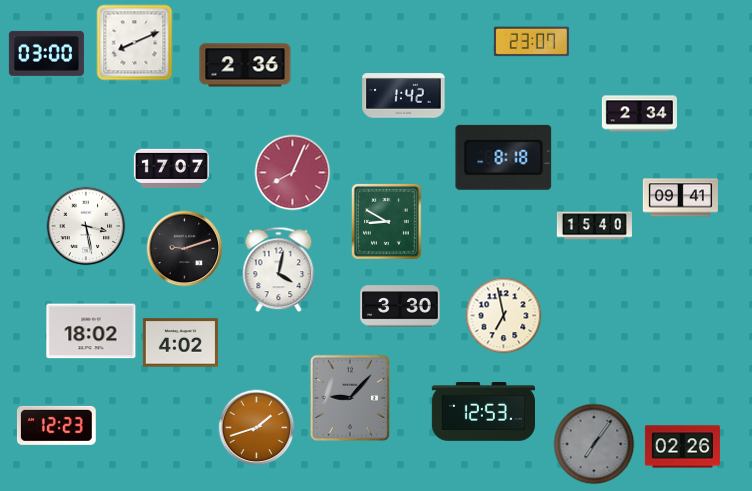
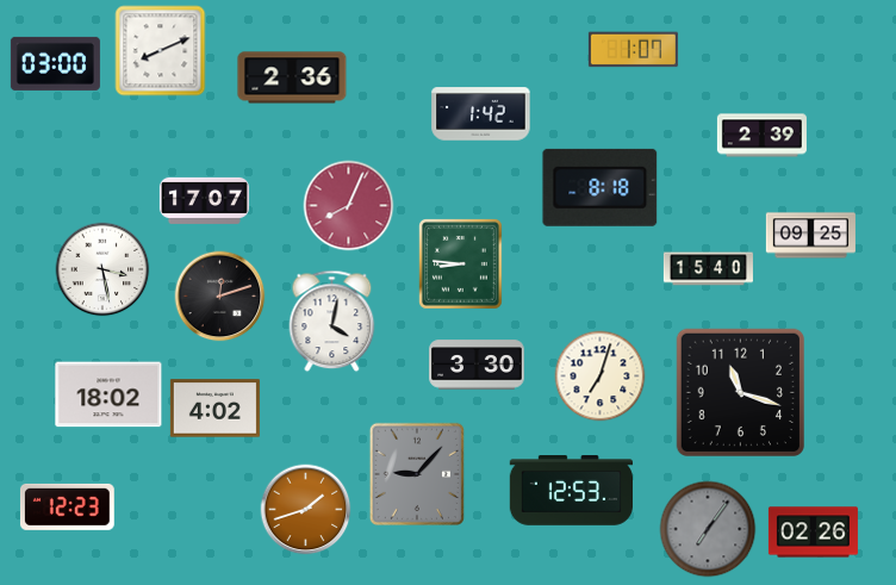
clock at (531, 42): 23:07 -> 1:07
clock at (639, 114): 2:34 -> 2:39
clock at (680, 198): 09:41 -> 09:25
clock at (386, 222): 8:50 -> 8:46
clock at (185, 249): 9:12 -> 12:12
clock at (504, 316): 6:58 -> 7:03
clock at (740, 392): none -> 11:18
clock at (483, 412) position: (483, 412) -> (571, 491)
